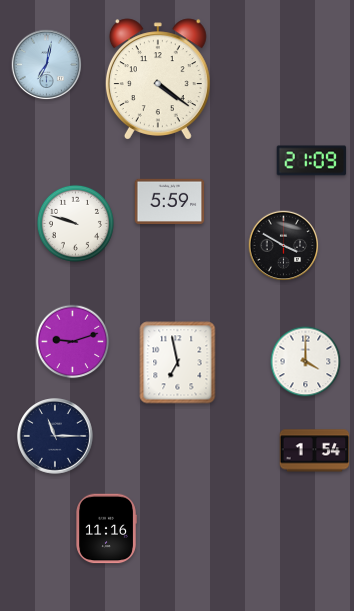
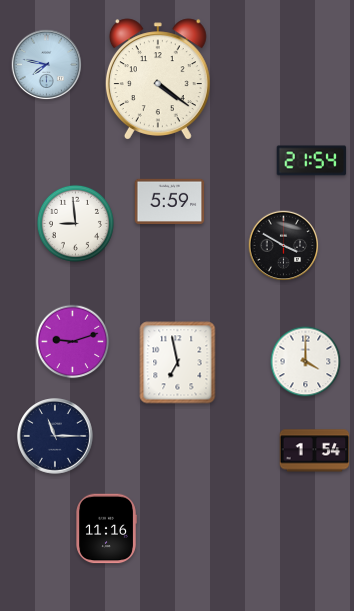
clock at (47, 65): 7:02 -> 7:47
clock at (312, 161): 21:09 -> 21:54
clock at (75, 223): 9:48 -> 8:59
